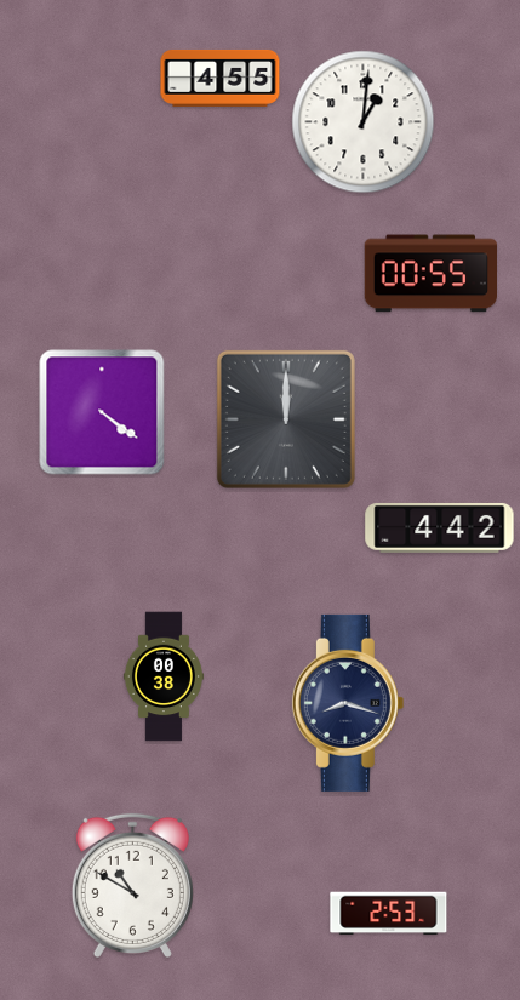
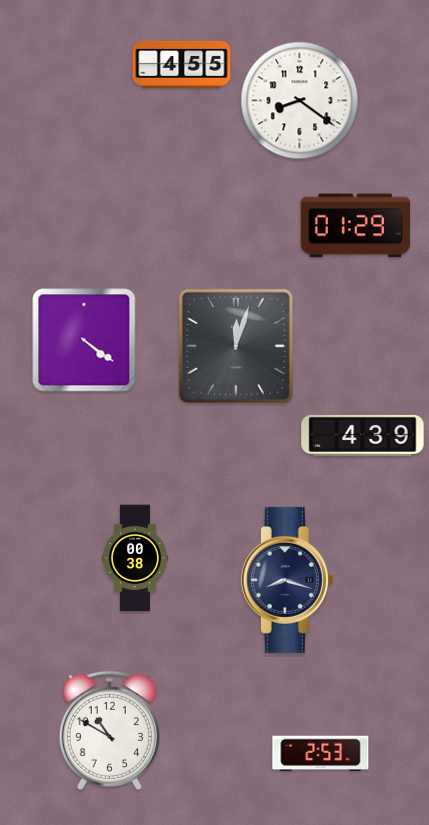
clock at (364, 122): 1:01 -> 8:21
clock at (430, 274): 00:55 -> 01:29
clock at (286, 419): 12:00 -> 12:03
clock at (440, 527): 4:42 -> 4:39
